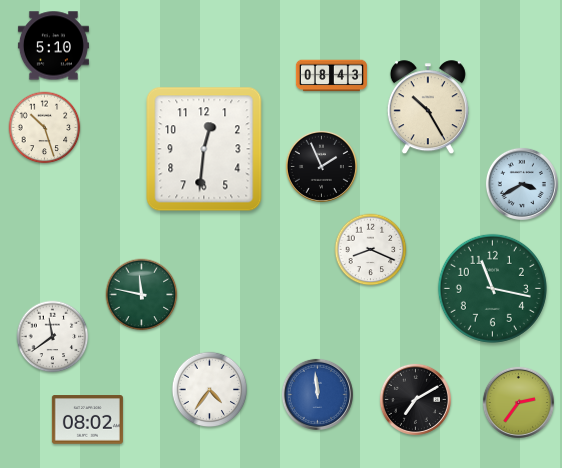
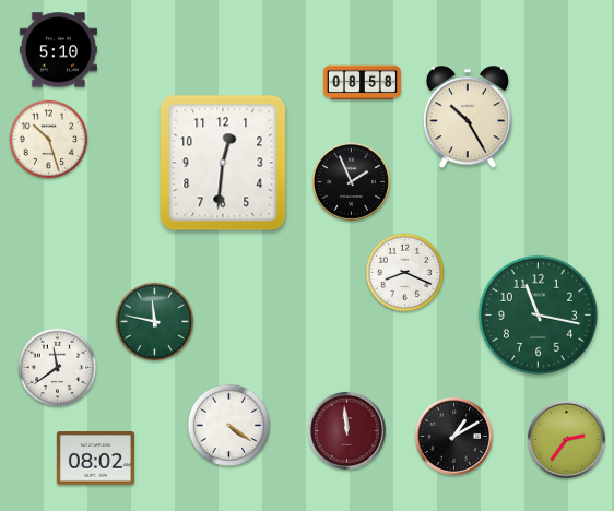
clock at (331, 76): 08:43 -> 08:58
clock at (522, 184): 3:40 -> none
clock at (210, 390): 4:36 -> 4:21
clock at (317, 394) dial: blue -> burgundy
clock at (415, 399): 7:10 -> 1:10
